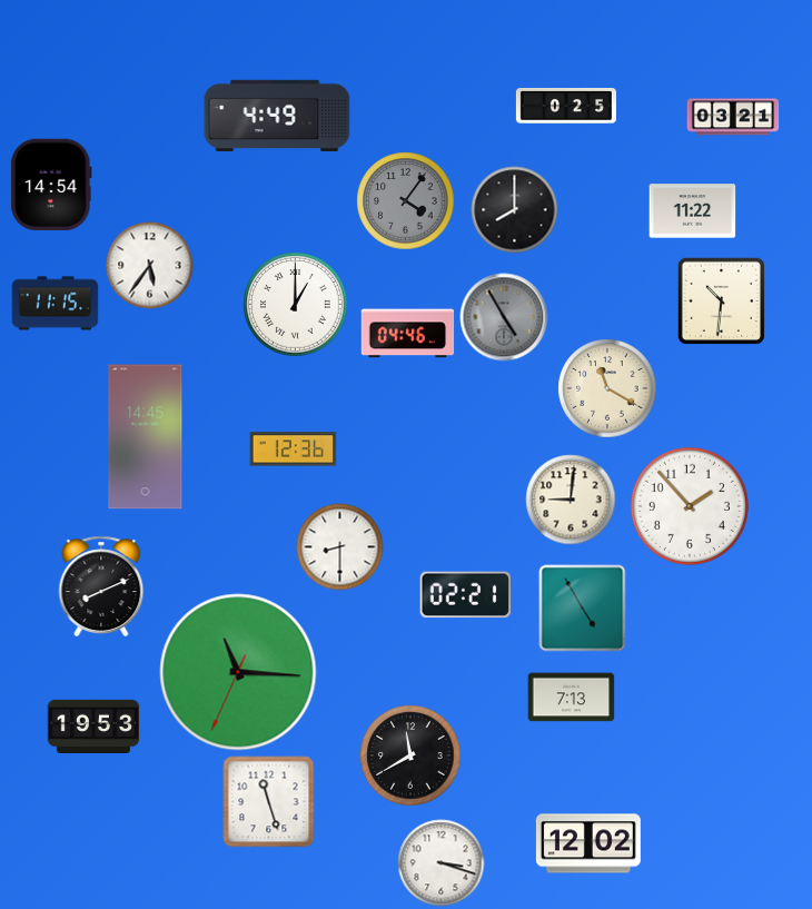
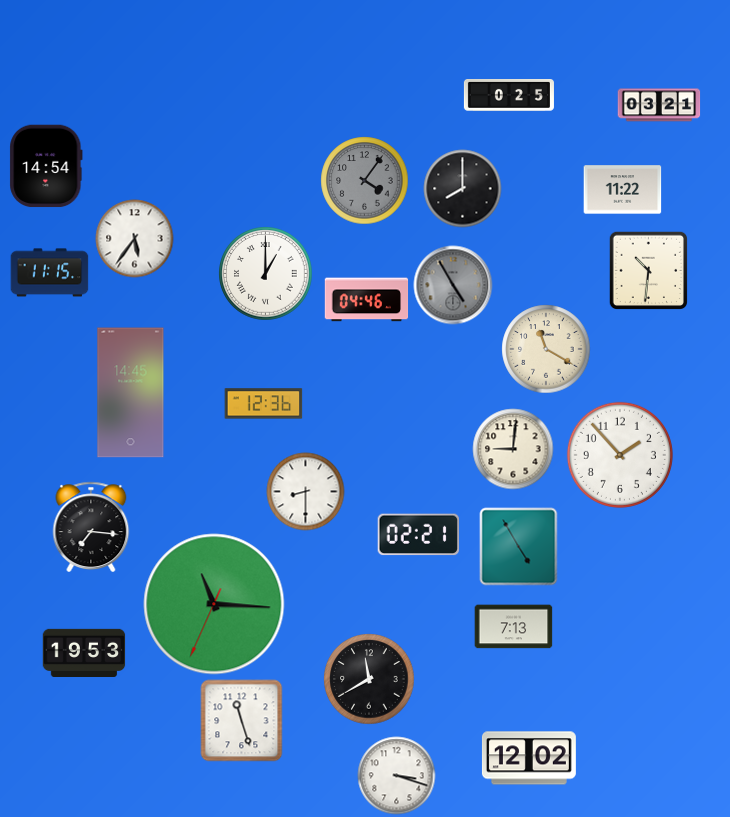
clock at (277, 116): 4:49 -> none
clock at (101, 585): 8:11 -> 7:16
clock at (582, 607) position: (582, 607) -> (518, 546)
